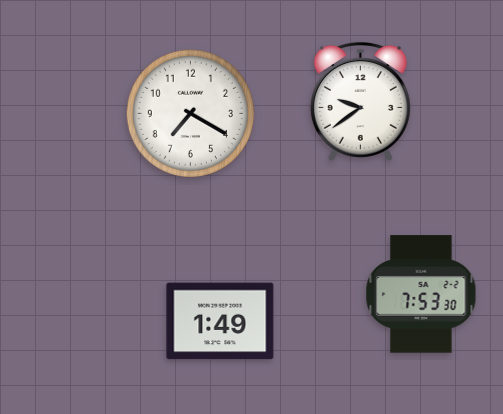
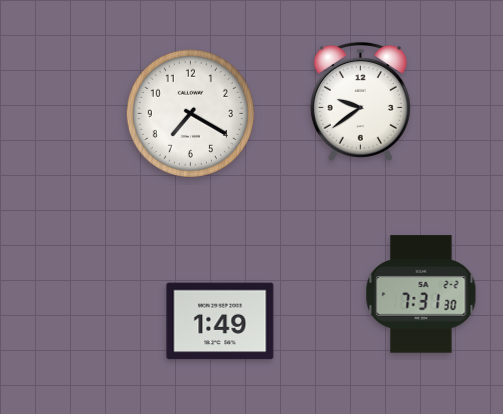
clock at (421, 294): 7:53 -> 7:31
